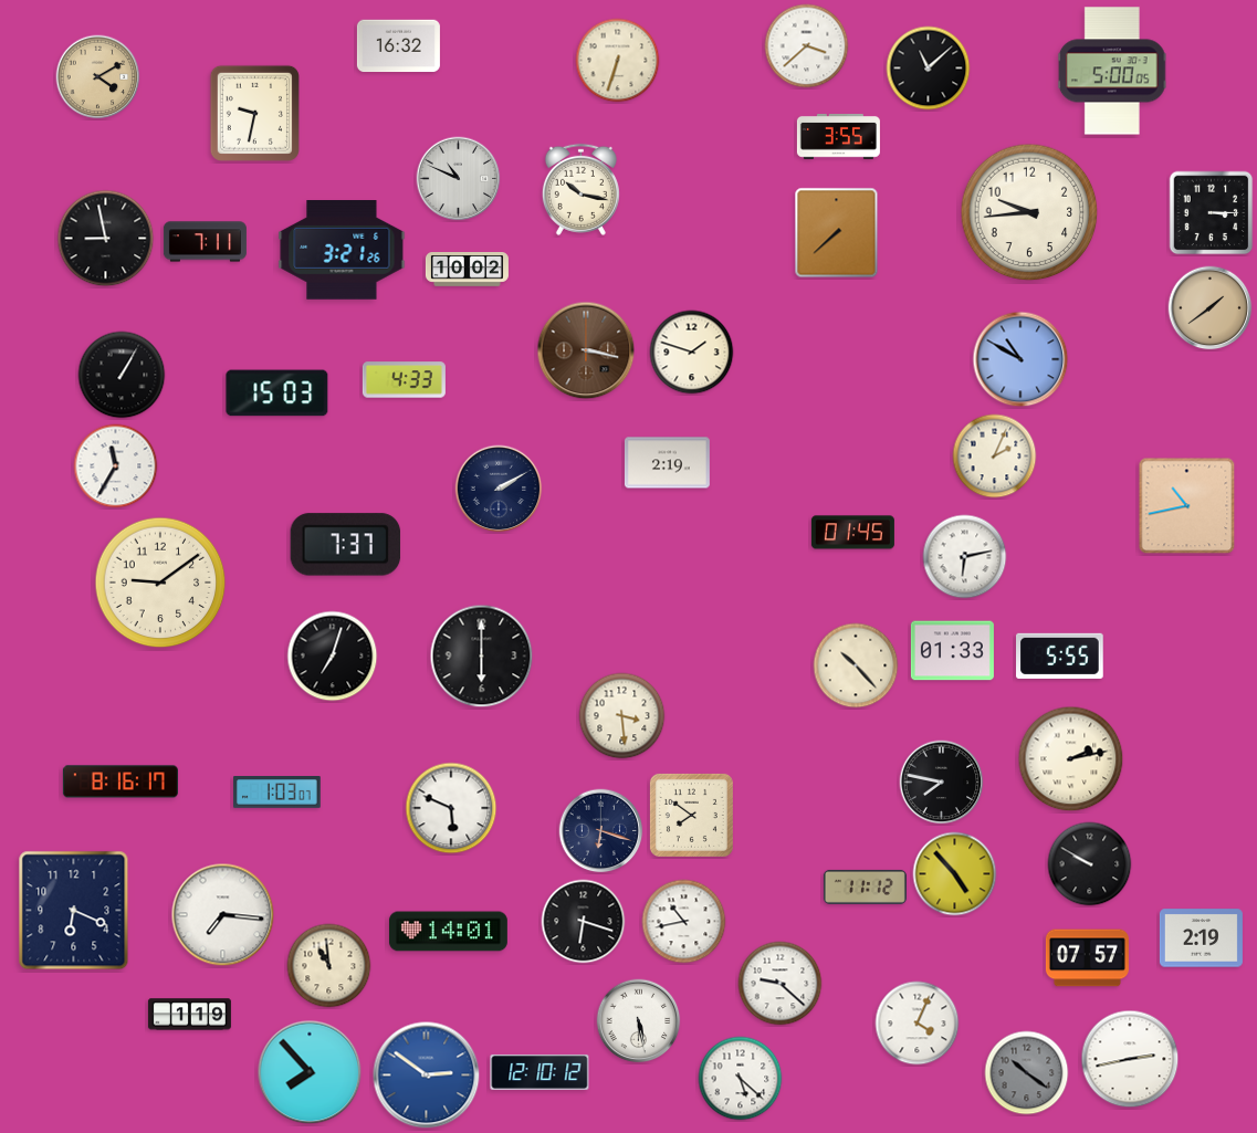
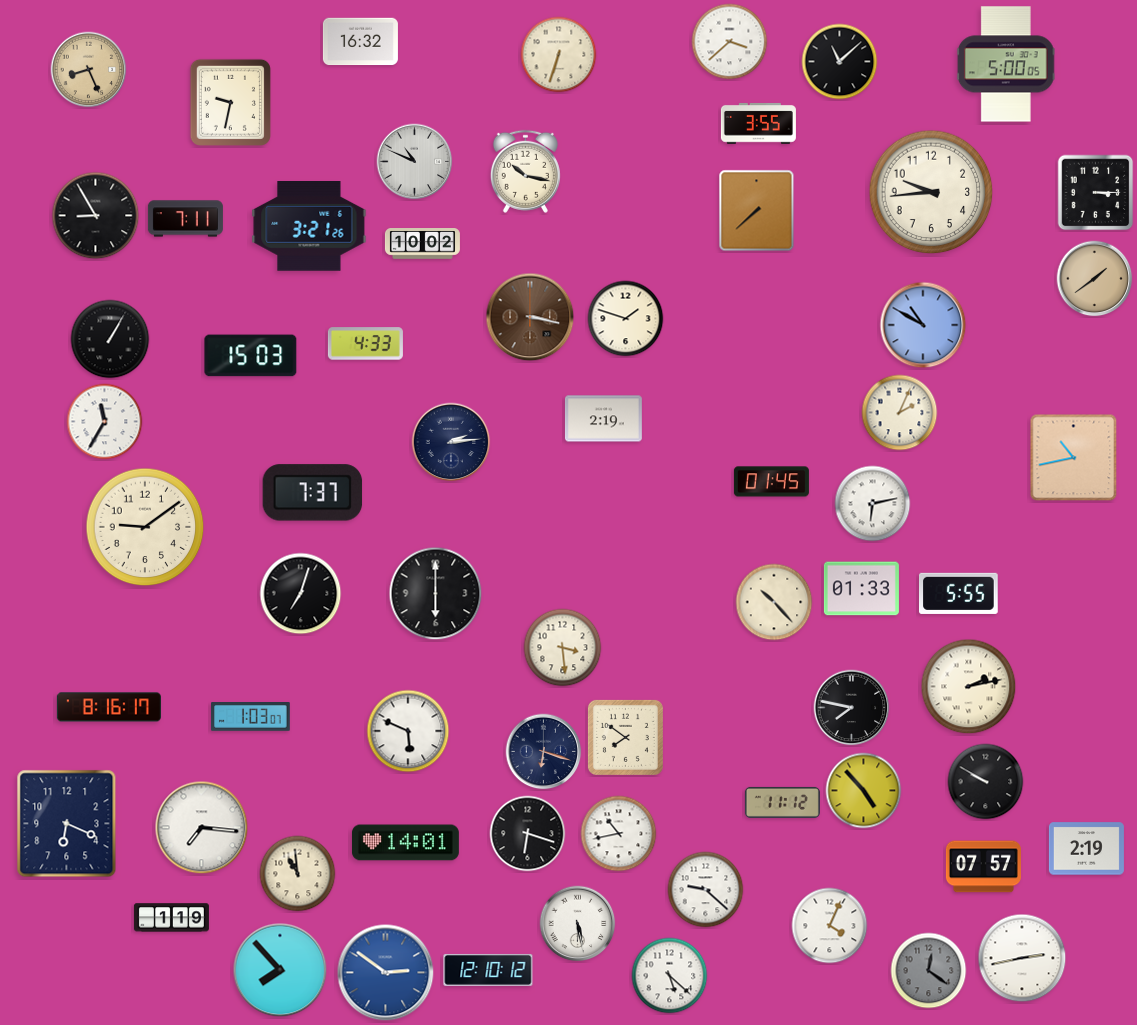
clock at (98, 77): 4:10 -> 8:26
clock at (106, 239): 8:58 -> 8:55
clock at (499, 489): 2:10 -> 2:14
clock at (1027, 1073): 10:21 -> 12:21
